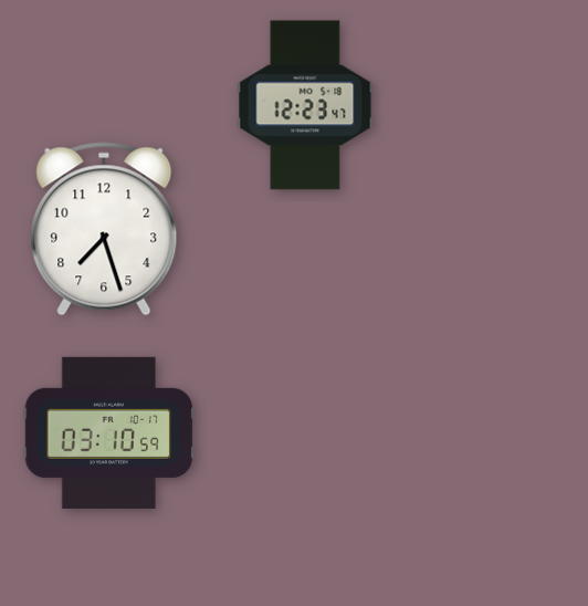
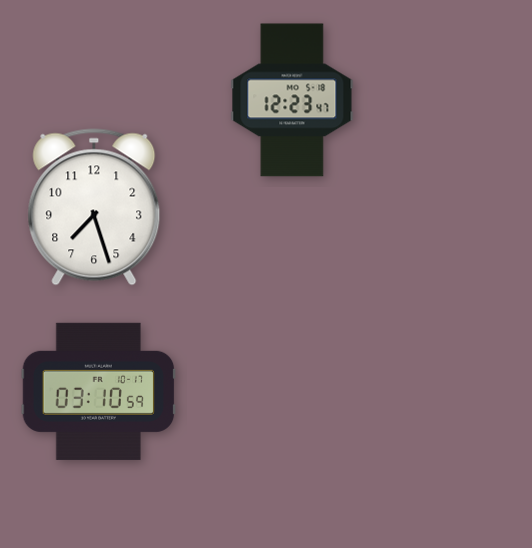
clock at (305, 105) position: (305, 105) -> (292, 100)
